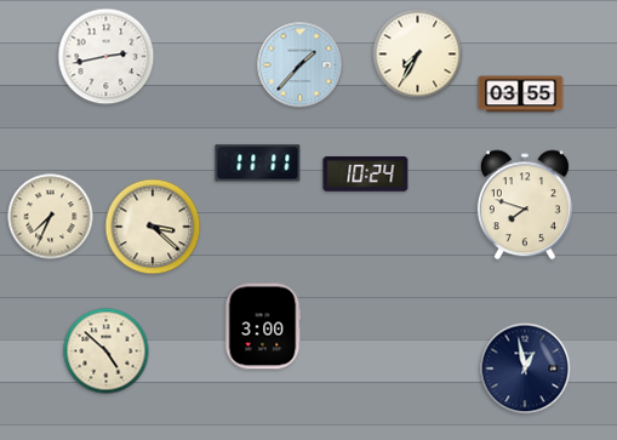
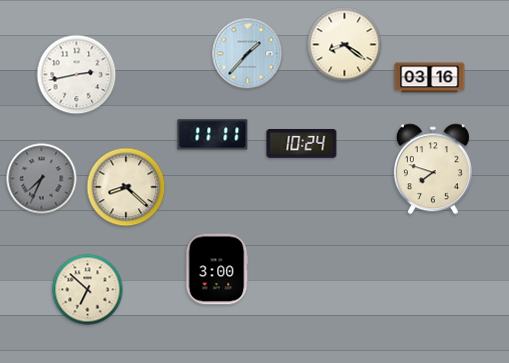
clock at (418, 55): 7:35 -> 8:21
clock at (107, 57) position: (107, 57) -> (77, 75)
clock at (521, 95): 03:55 -> 03:16
clock at (51, 217) dial: cream -> grey
clock at (153, 227): 3:22 -> 8:22
clock at (107, 352): 4:52 -> 6:52
clock at (525, 368): 12:58 -> none
